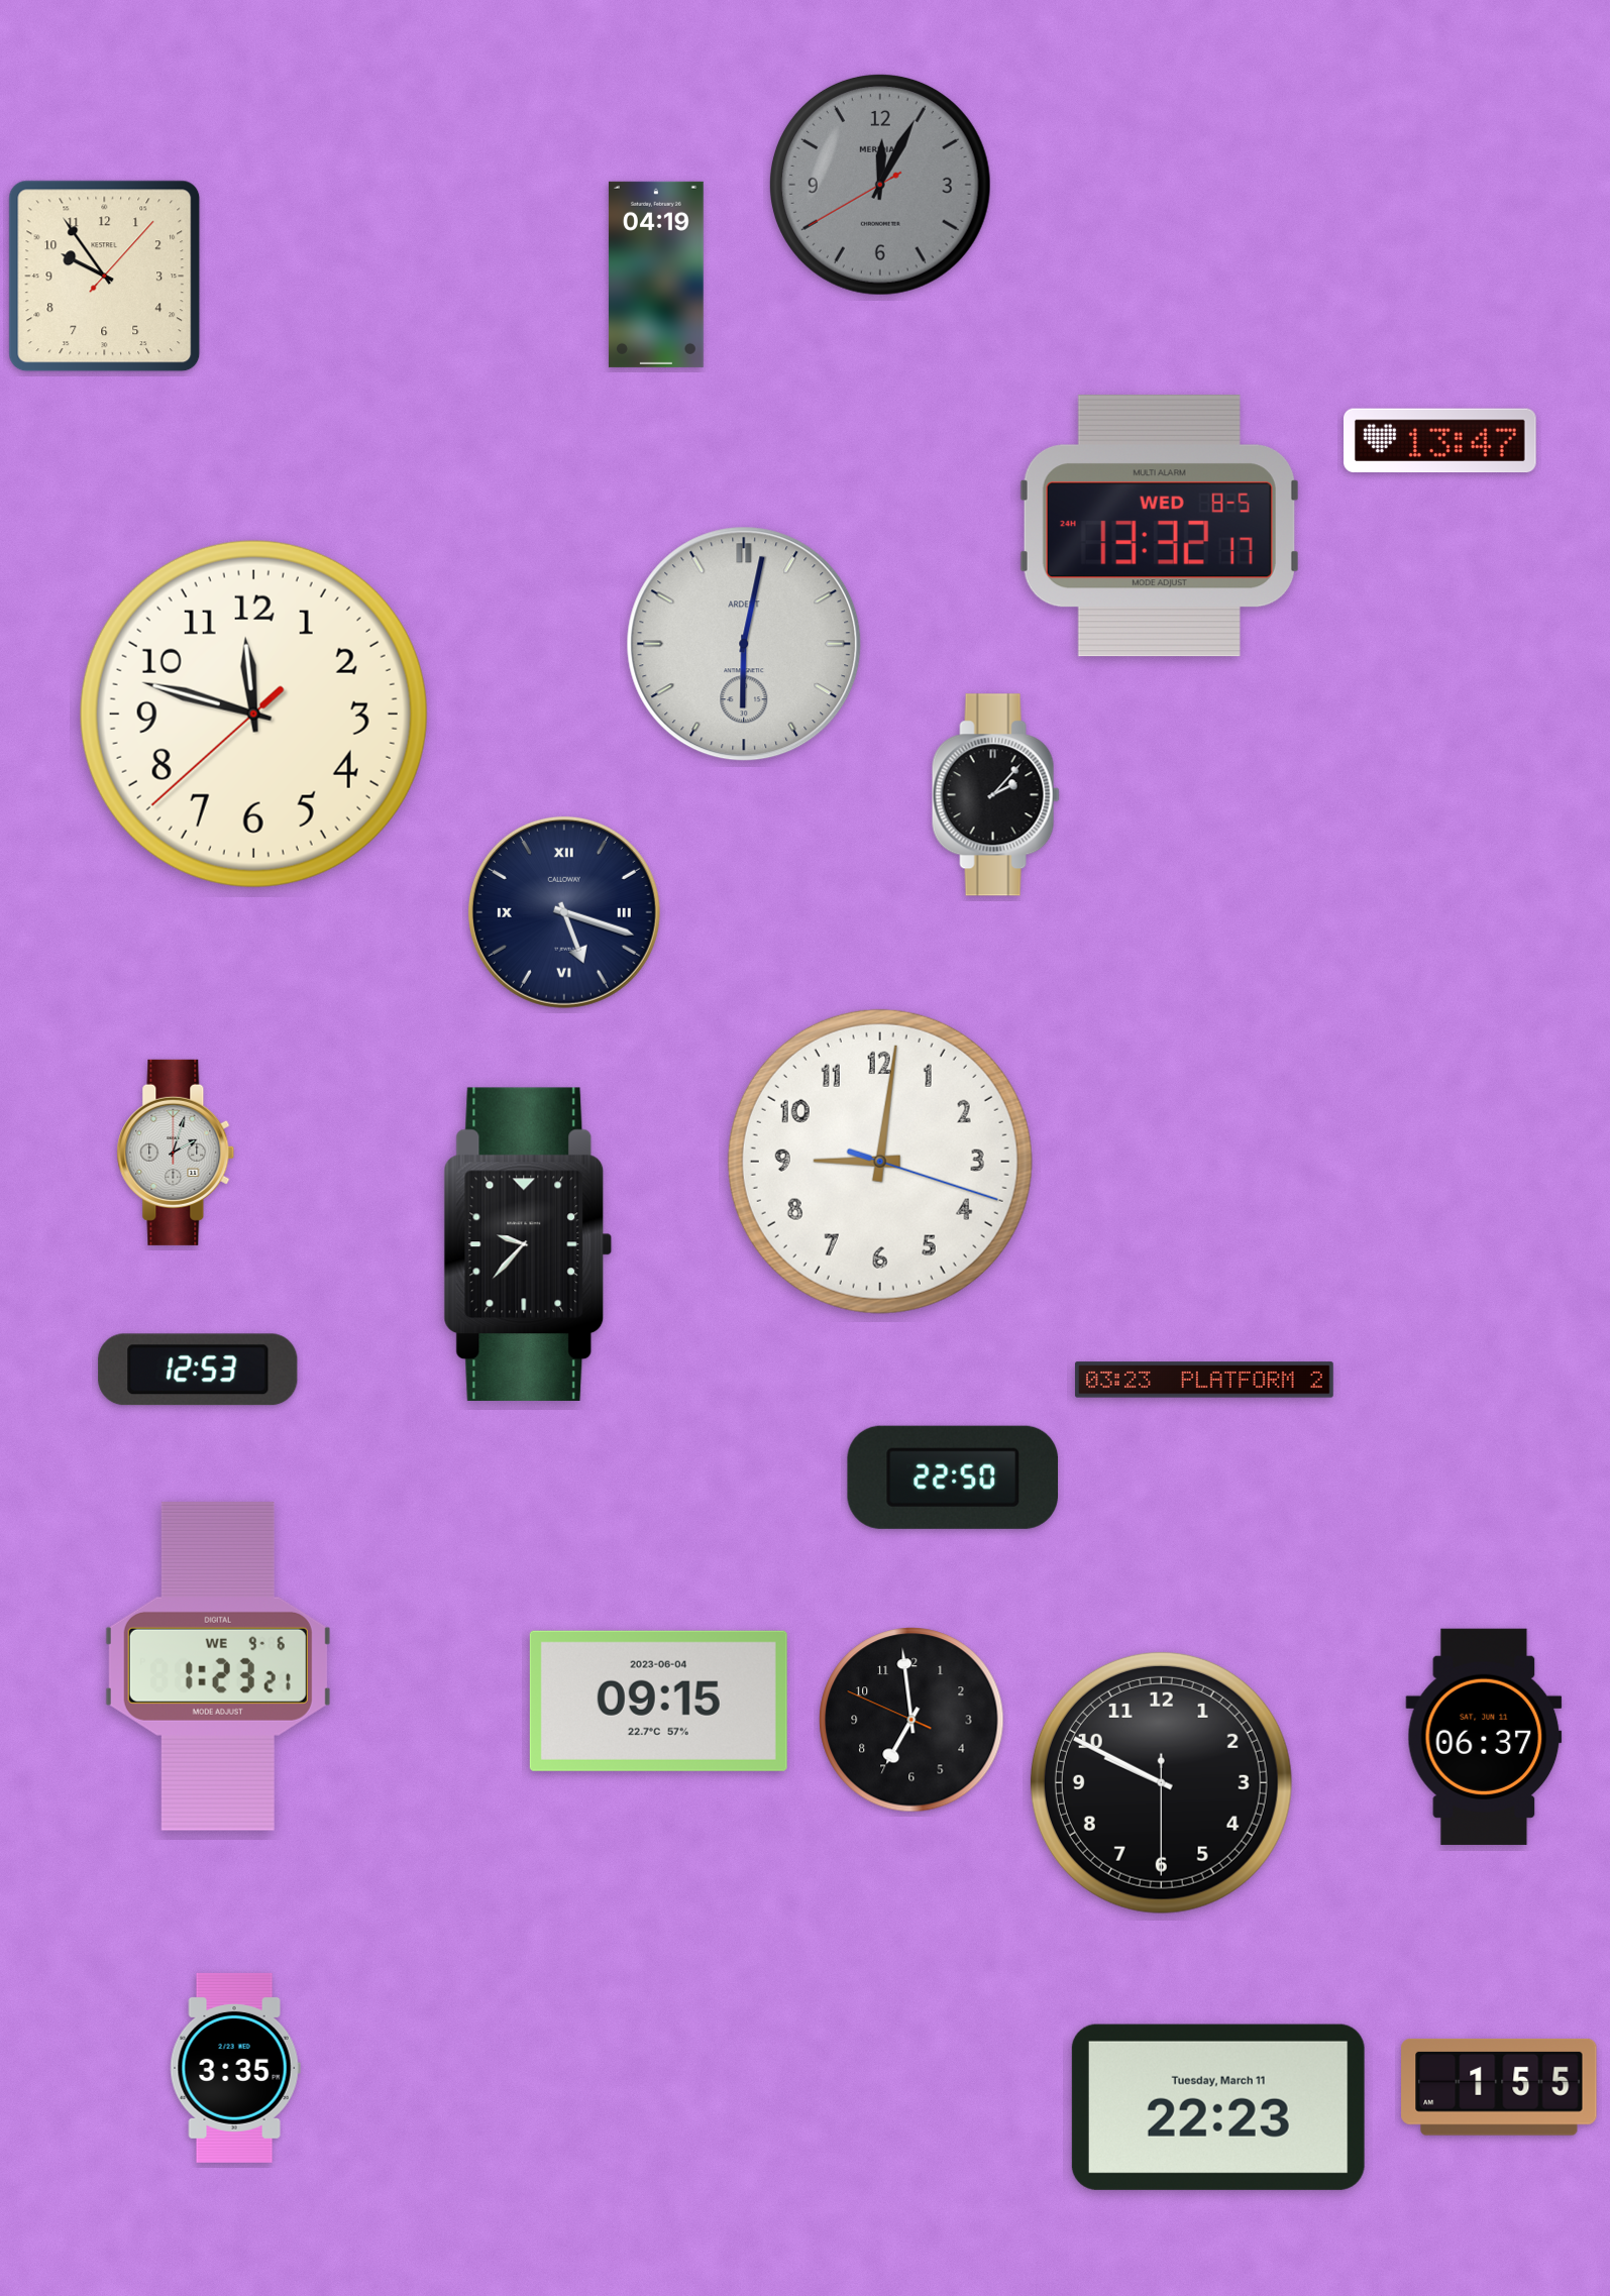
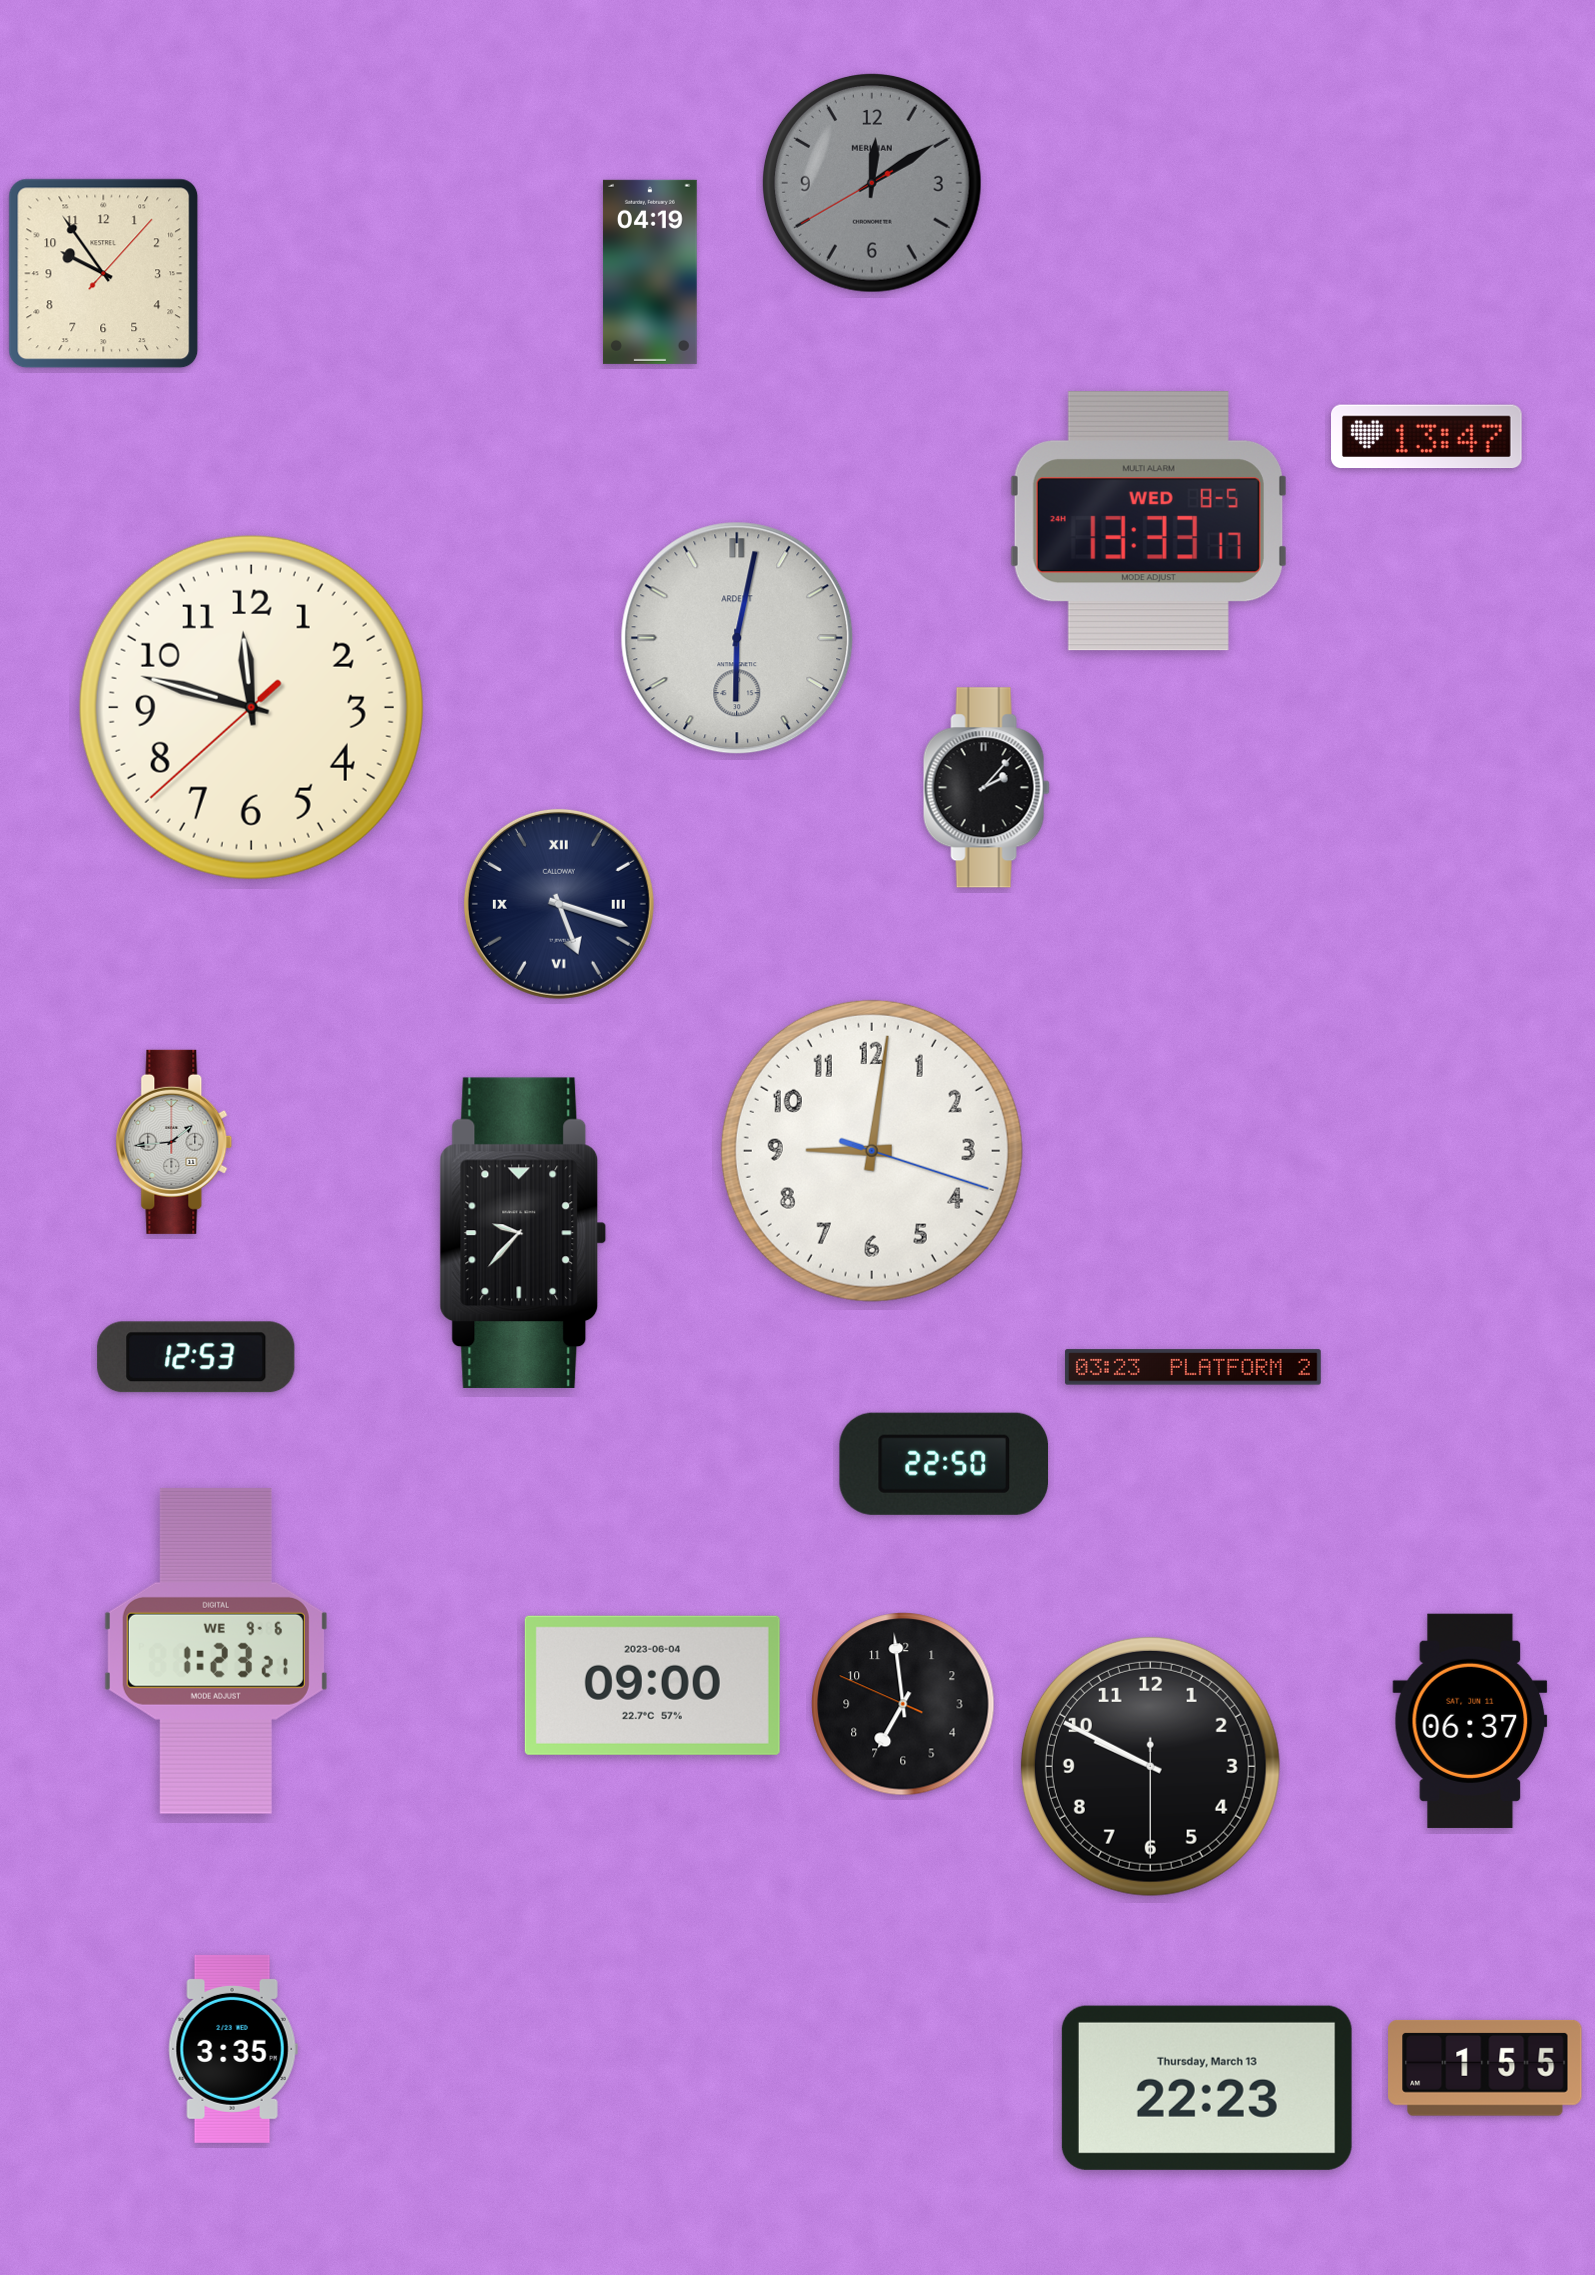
clock at (880, 185): 12:04 -> 12:09
clock at (1159, 526): 13:32 -> 13:33
clock at (176, 1153): 2:03 -> 1:44
clock at (658, 1701): 09:15 -> 09:00
clock at (1218, 2107) date: Tuesday, March 11 -> Thursday, March 13
